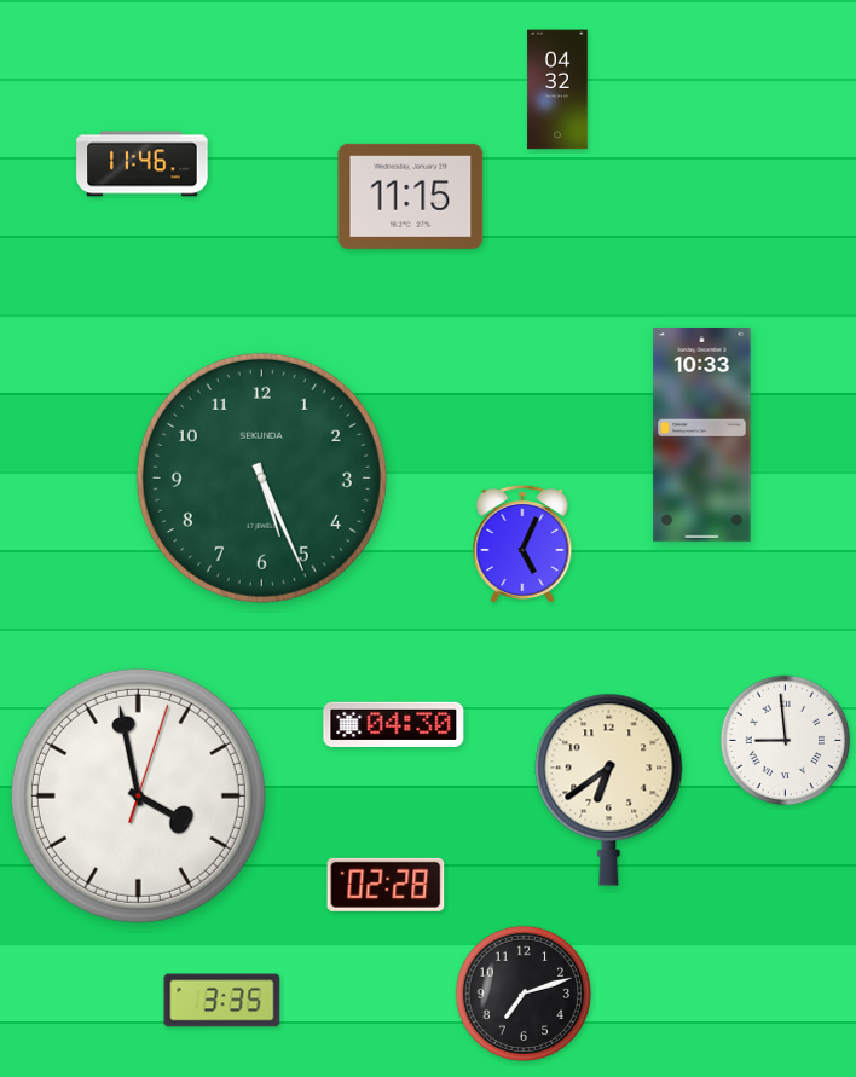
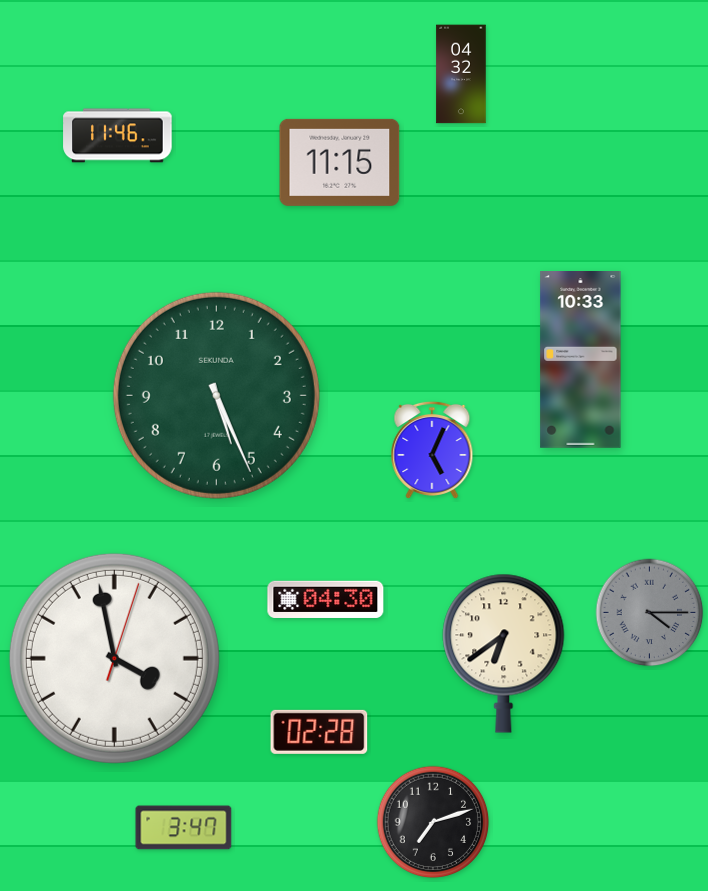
clock at (786, 741): 8:59 -> 4:15
clock at (786, 741) dial: white -> grey
clock at (222, 1001): 3:35 -> 3:47
